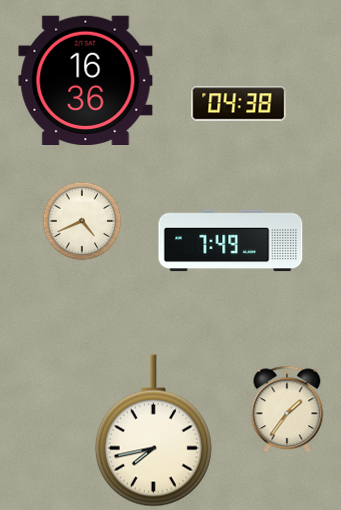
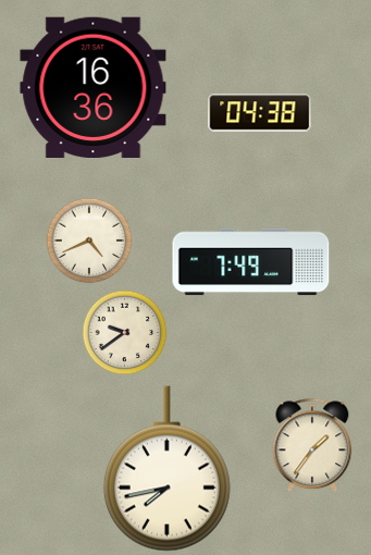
clock at (124, 332): none -> 9:39
